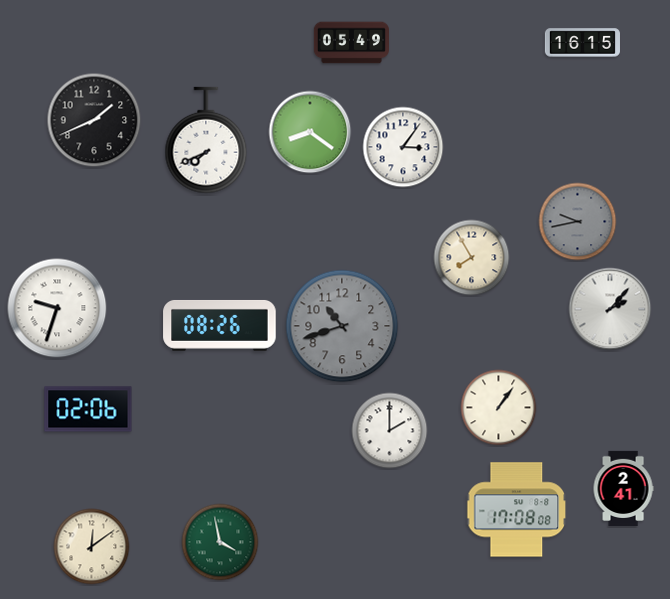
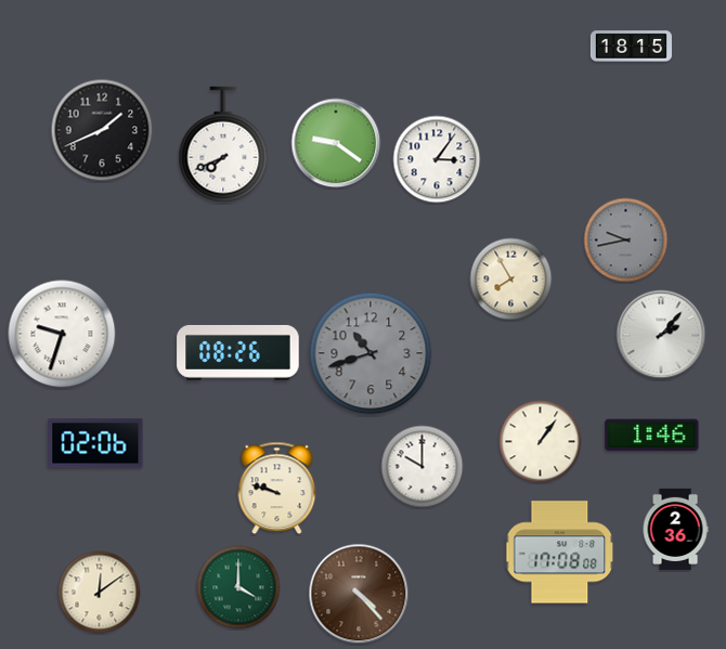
clock at (351, 43): 05:49 -> none
clock at (582, 43): 16:15 -> 18:15
clock at (310, 132): 8:21 -> 9:21
clock at (206, 140) position: (206, 140) -> (223, 144)
clock at (652, 436): none -> 1:46
clock at (390, 431): 2:00 -> 10:00
clock at (277, 489): none -> 9:48
clock at (623, 488): 2:41 -> 2:36
clock at (220, 542): 3:58 -> 4:00
clock at (359, 594): none -> 4:23
